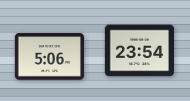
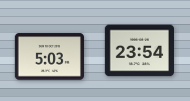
clock at (49, 57): 5:06 -> 5:03
